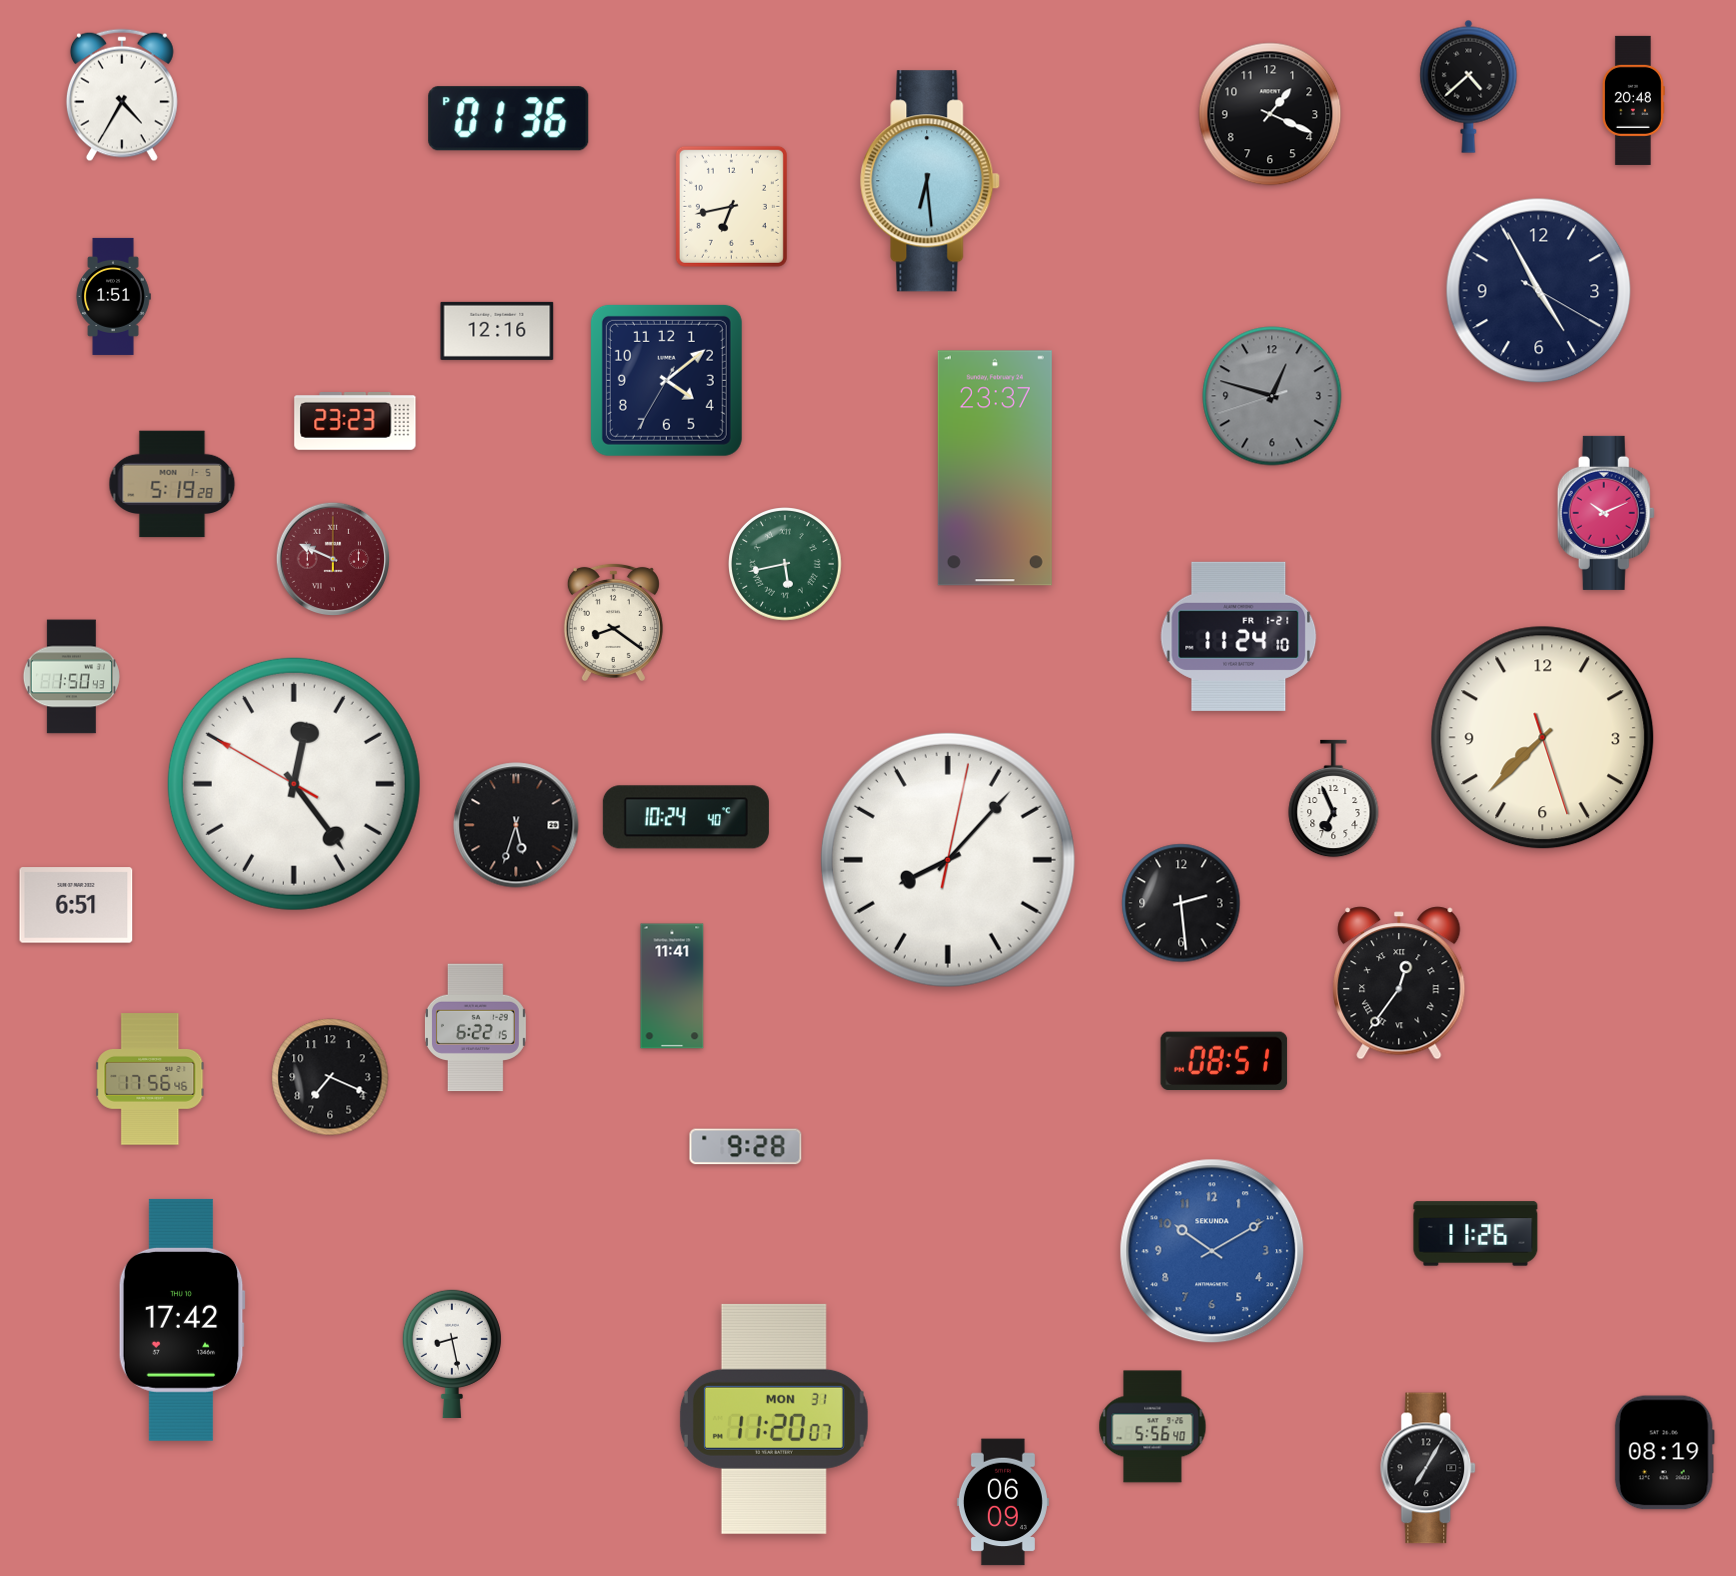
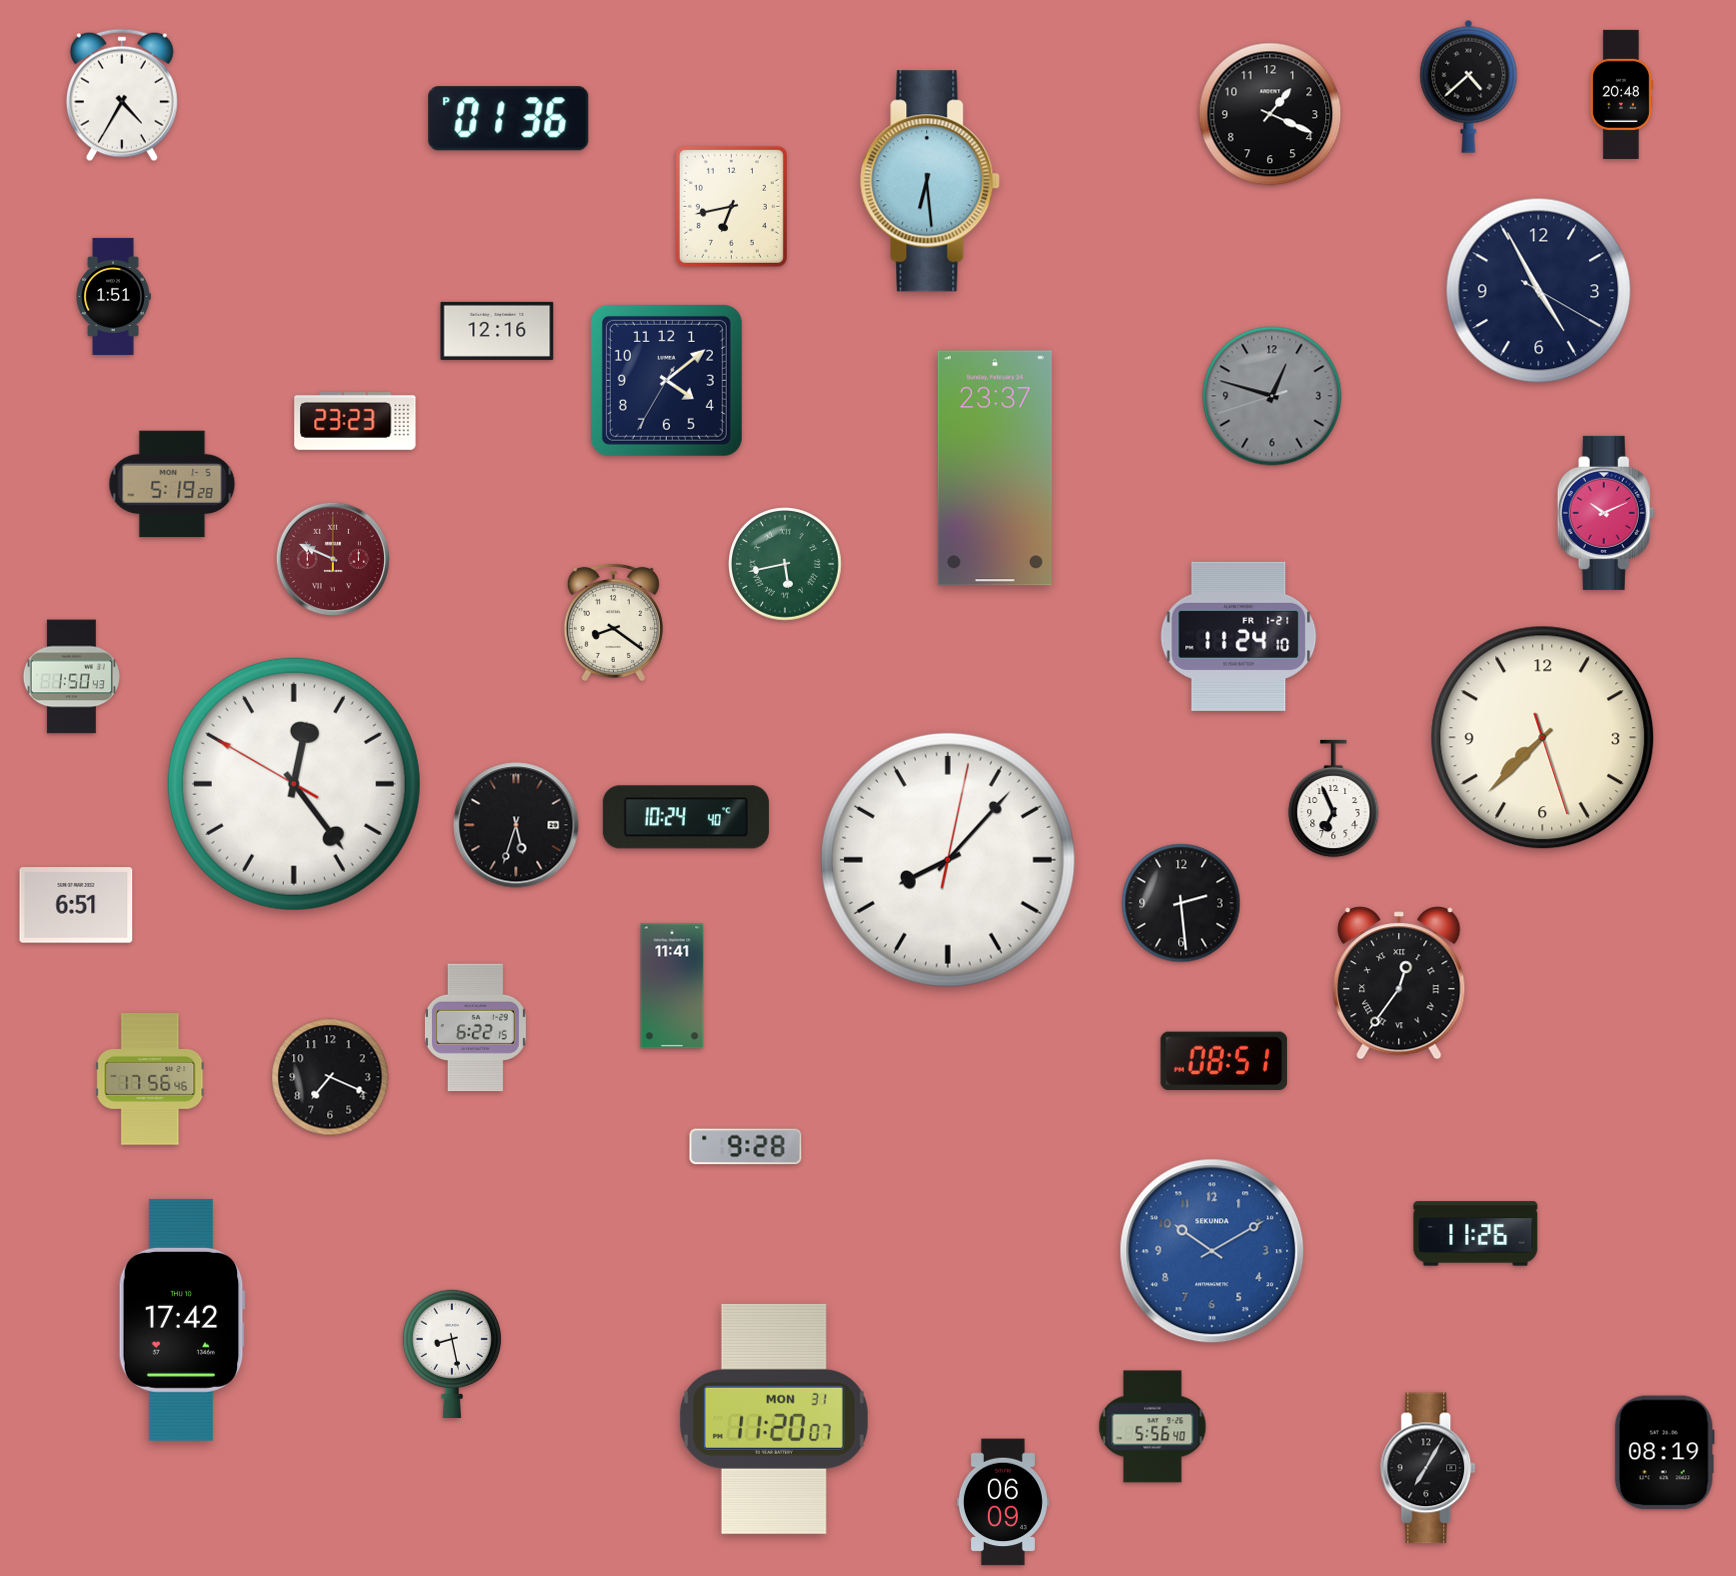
clock at (1633, 100) position: (1633, 100) -> (1621, 94)
